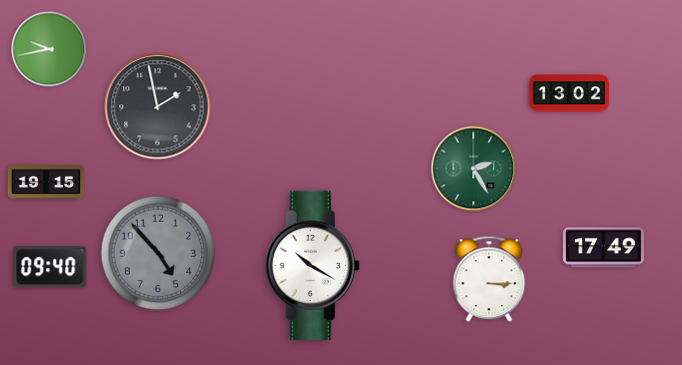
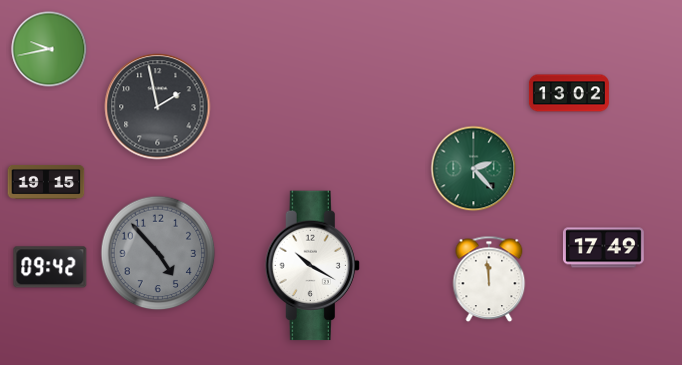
clock at (474, 169): 2:25 -> 2:23
clock at (50, 267): 09:40 -> 09:42
clock at (489, 279): 3:15 -> 11:59
